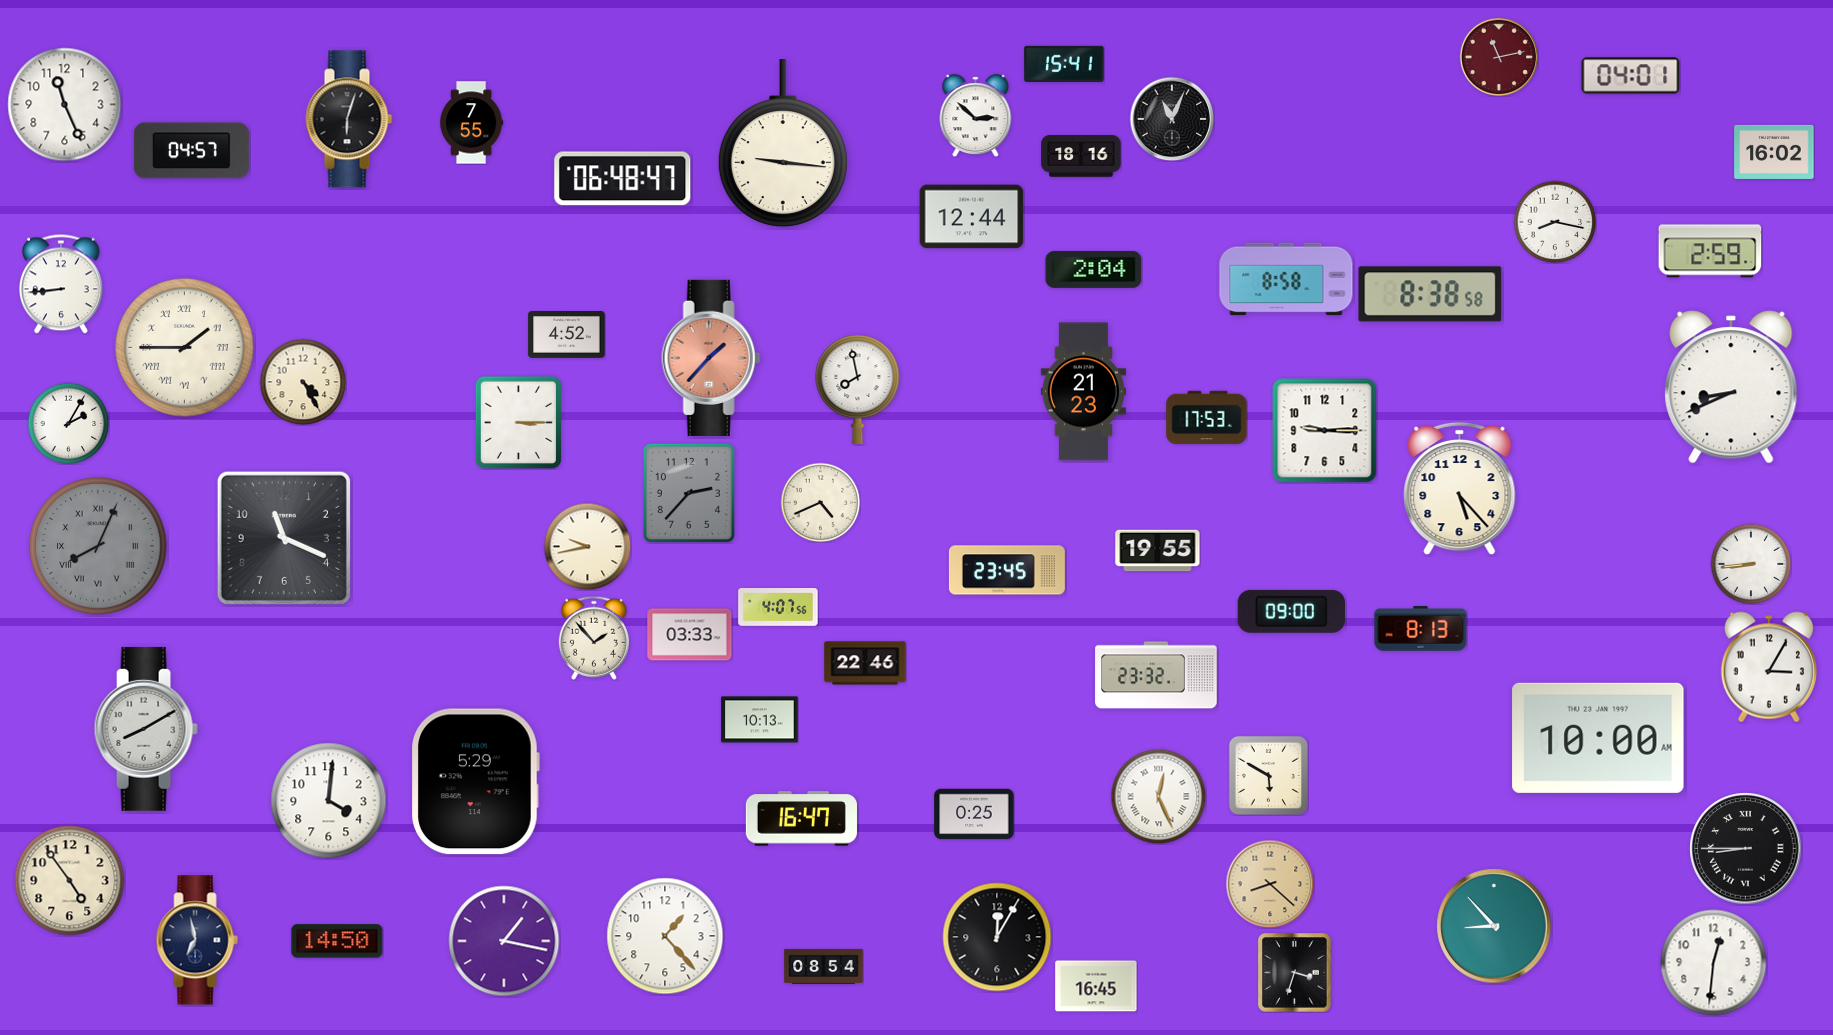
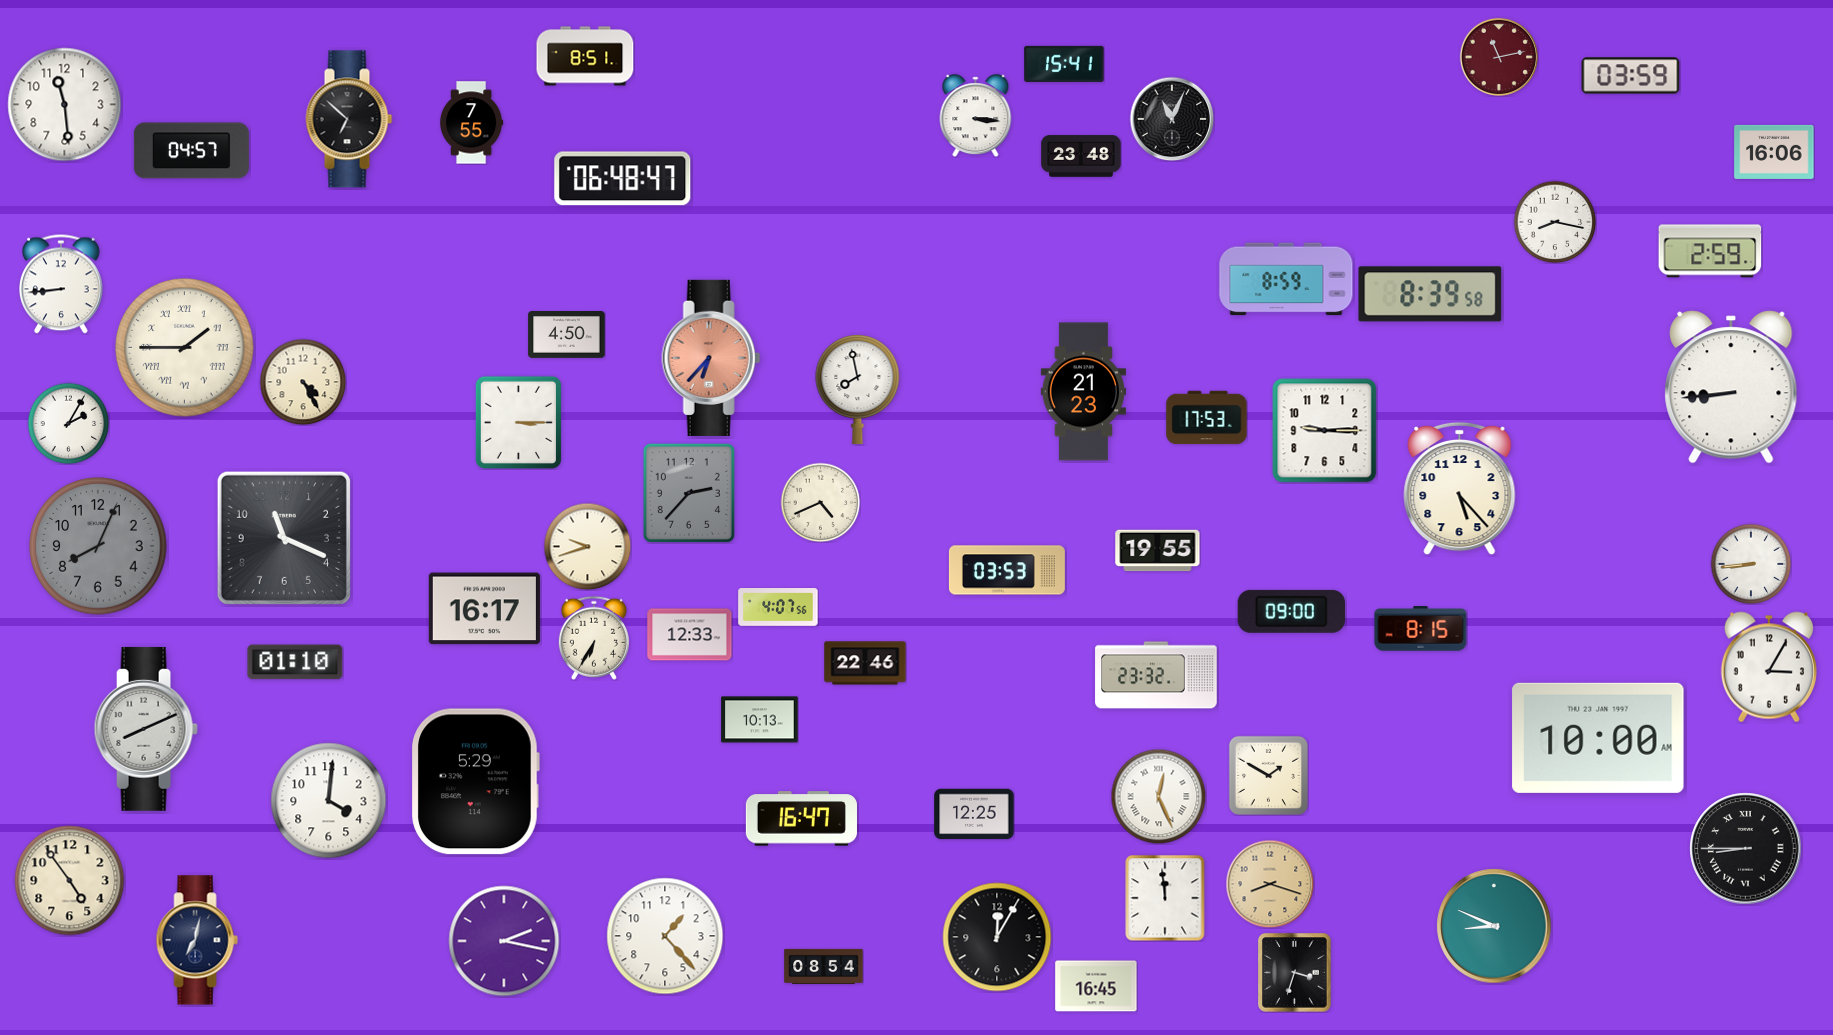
clock at (585, 56): none -> 8:51
clock at (1631, 76): 04:01 -> 03:59
clock at (65, 105): 11:26 -> 11:29
clock at (976, 116): 2:52 -> 3:16
clock at (349, 119): 6:03 -> 6:52
clock at (783, 144): 9:16 -> none
clock at (1774, 152): 16:02 -> 16:06
clock at (1081, 156): 18:16 -> 23:48
clock at (972, 217): 12:44 -> none
clock at (1094, 269): 2:04 -> none
clock at (1286, 279): 8:58 -> 8:59
clock at (1430, 294): 8:38 -> 8:39
clock at (567, 335): 4:52 -> 4:50
clock at (711, 358): 1:37 -> 6:37
clock at (1731, 387): 8:41 -> 8:44
clock at (98, 546) numerals: Roman -> Arabic
clock at (587, 546): 9:43 -> 9:42
clock at (1007, 570): 23:45 -> 03:53
clock at (484, 609): none -> 16:17
clock at (1421, 629): 8:13 -> 8:15
clock at (690, 635): 03:33 -> 12:33
clock at (594, 638): 1:53 -> 6:35
clock at (295, 662): none -> 01:10
clock at (146, 729): 8:10 -> 8:11
clock at (1268, 775): 5:50 -> 1:50
clock at (974, 814): 0:25 -> 12:25
clock at (1270, 884): 8:22 -> 8:18
clock at (1165, 898): none -> 11:59
clock at (1494, 926): 8:53 -> 8:49
clock at (197, 940): 6:58 -> 7:02
clock at (337, 941): 14:50 -> none
clock at (504, 941): 1:17 -> 2:17
clock at (1714, 963): 12:31 -> none
